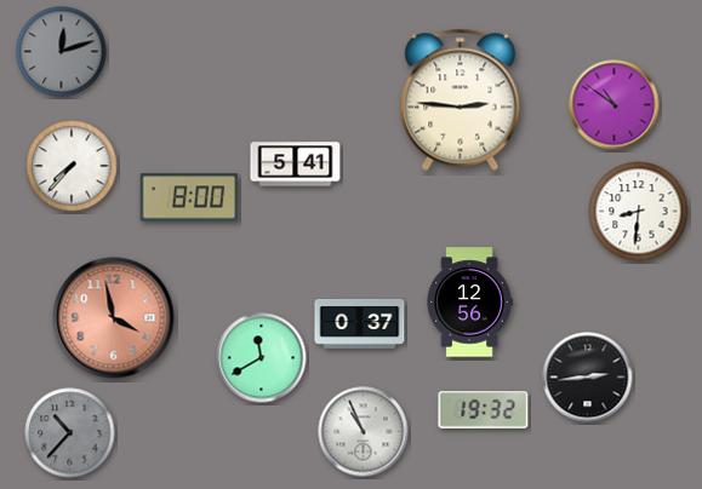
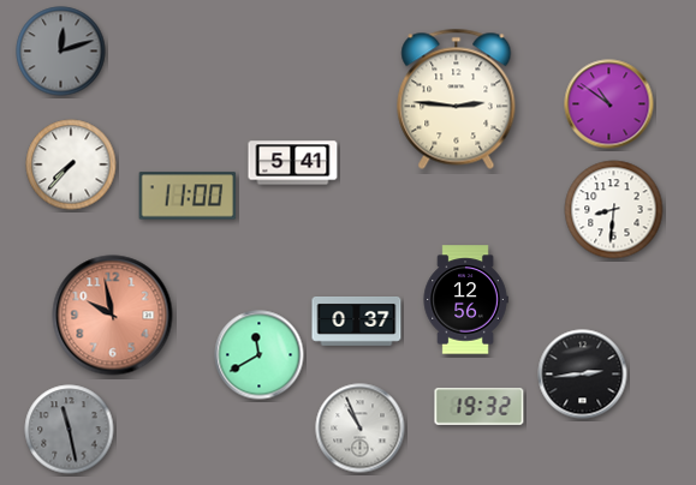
clock at (189, 197): 8:00 -> 11:00
clock at (639, 212) position: (639, 212) -> (614, 210)
clock at (114, 318): 3:58 -> 9:58
clock at (70, 433): 10:37 -> 11:28
